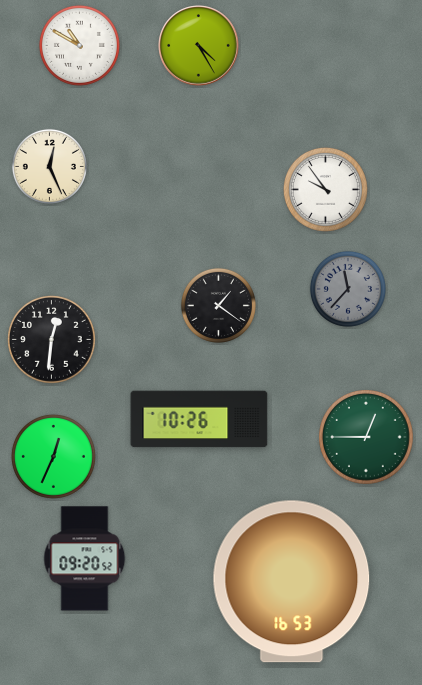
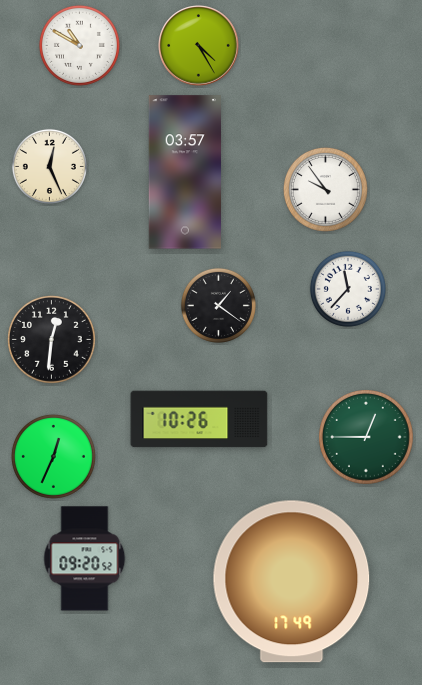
clock at (184, 172): none -> 03:57
clock at (348, 289) dial: grey -> white
clock at (292, 582): 16:53 -> 17:49
